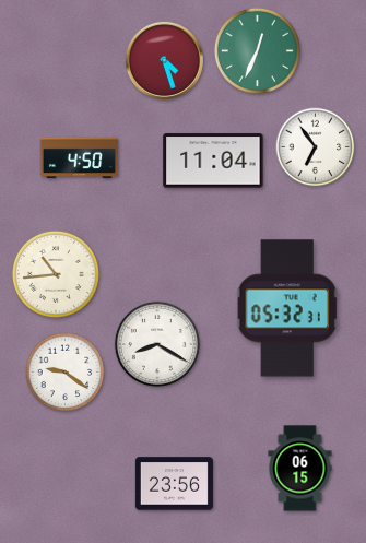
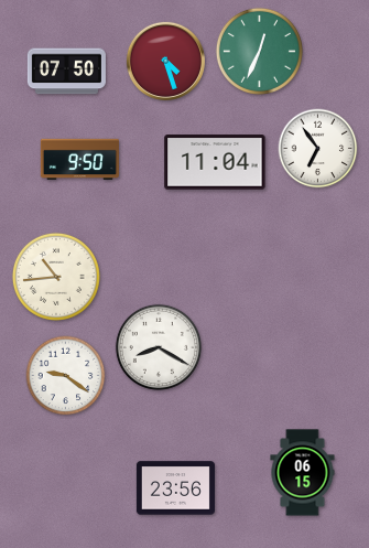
clock at (66, 72): none -> 07:50
clock at (79, 158): 4:50 -> 9:50
clock at (287, 308): 05:32 -> none
